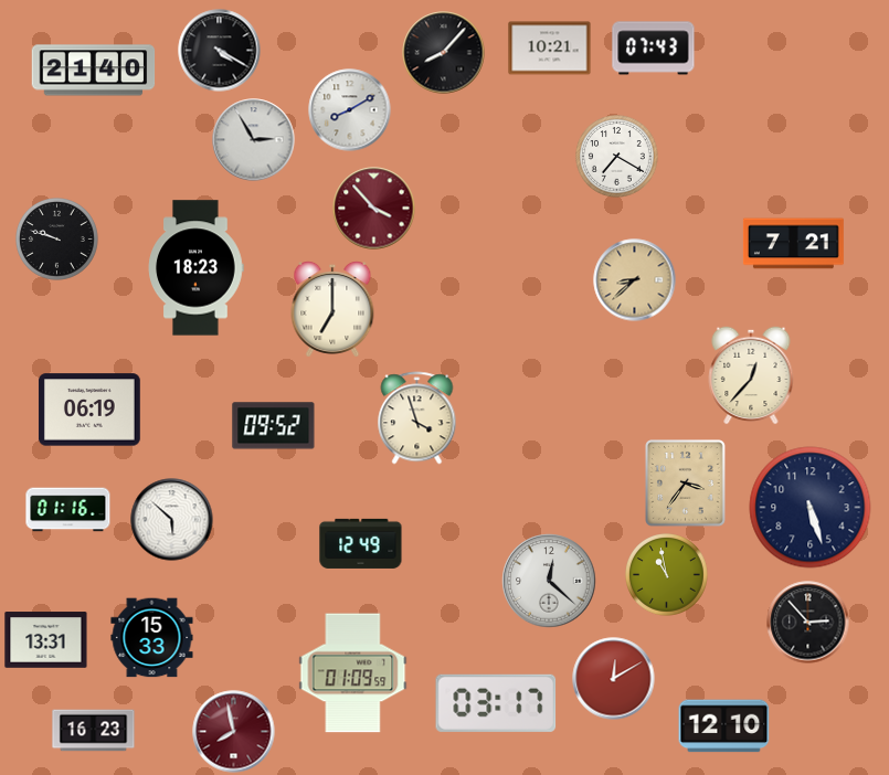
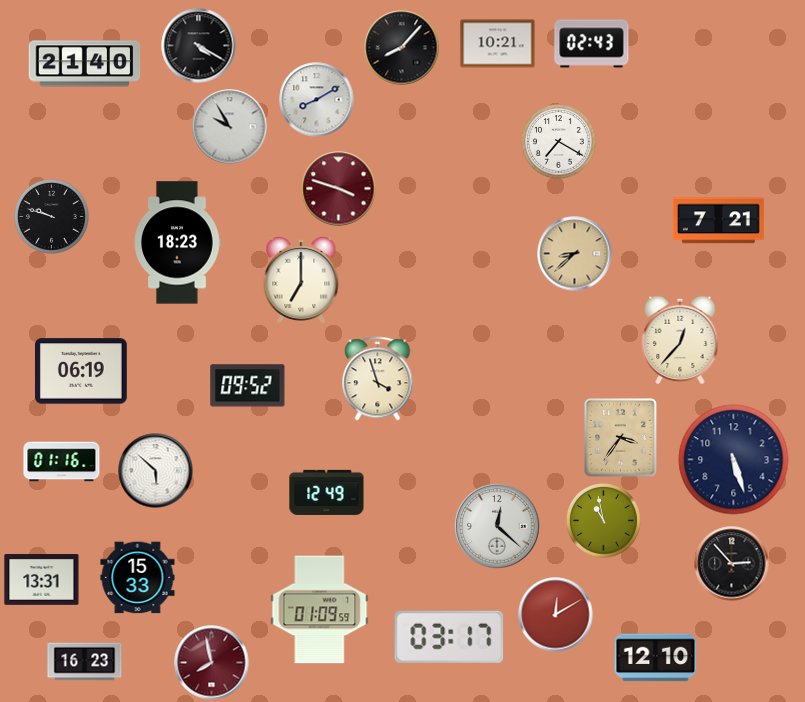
clock at (654, 49): 07:43 -> 02:43
clock at (254, 140): 2:55 -> 9:55
clock at (374, 209): 3:53 -> 3:48
